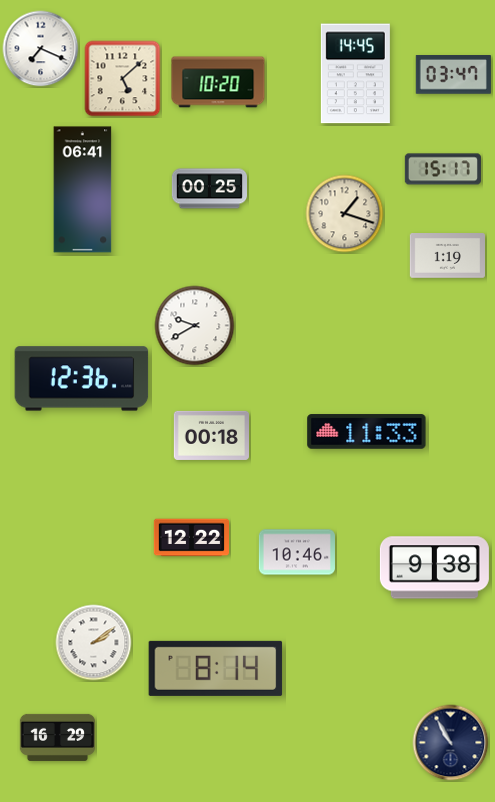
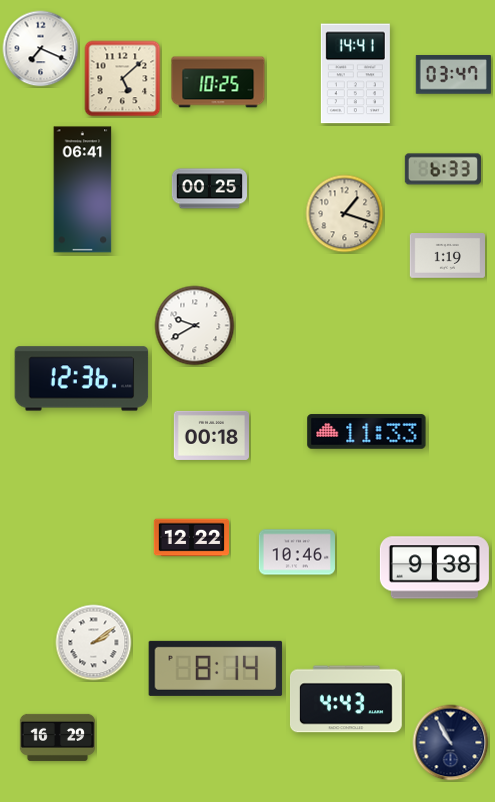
clock at (355, 74): 14:45 -> 14:41
clock at (218, 82): 10:20 -> 10:25
clock at (443, 169): 15:17 -> 6:33
clock at (346, 699): none -> 4:43
